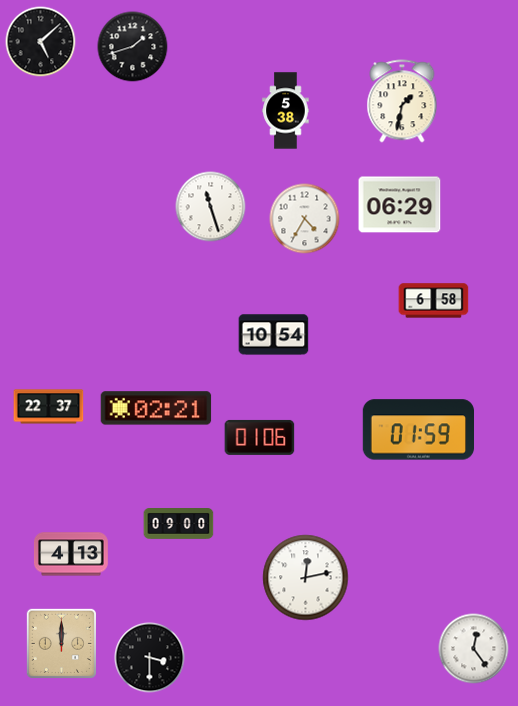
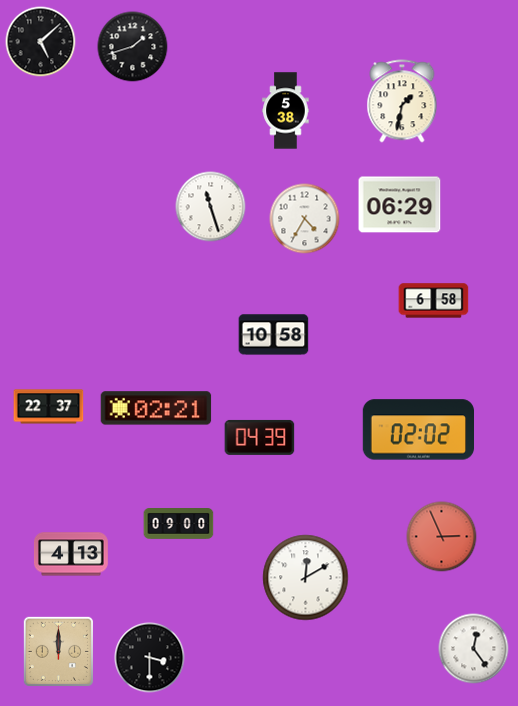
clock at (274, 335): 10:54 -> 10:58
clock at (418, 430): 01:59 -> 02:02
clock at (260, 437): 01:06 -> 04:39
clock at (442, 537): none -> 2:56
clock at (306, 578): 12:13 -> 12:10
clock at (61, 643) position: (61, 643) -> (58, 651)
